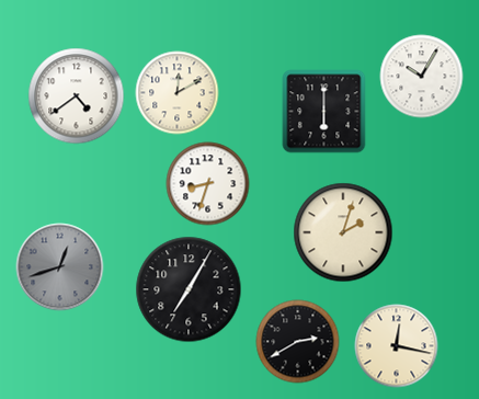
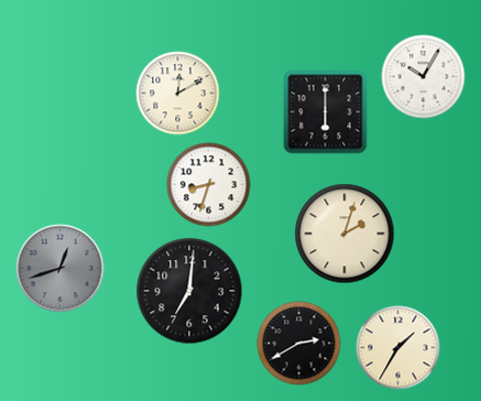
clock at (77, 96): 4:39 -> none
clock at (189, 289): 7:05 -> 7:01
clock at (397, 346): 12:17 -> 1:35
